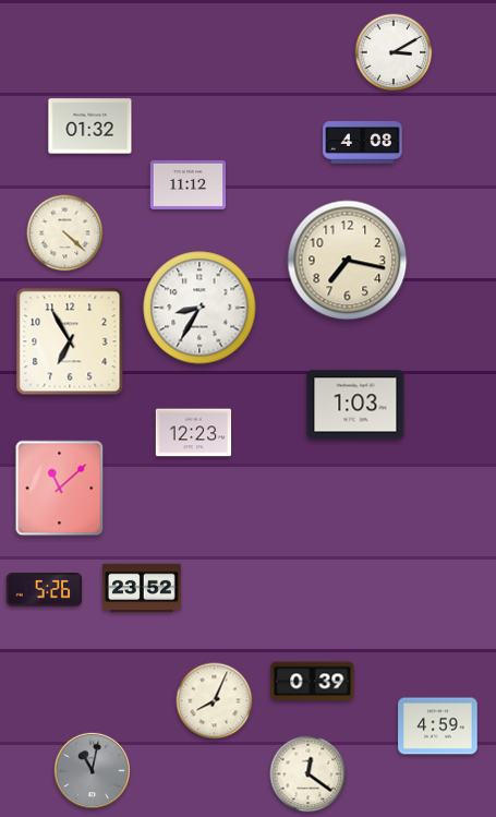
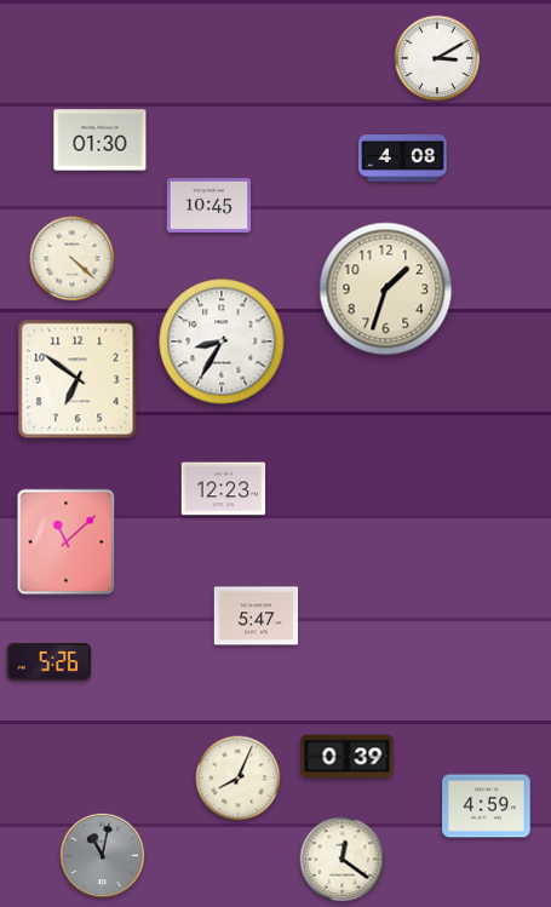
clock at (90, 127): 01:32 -> 01:30
clock at (189, 184): 11:12 -> 10:45
clock at (348, 261): 7:17 -> 1:33
clock at (70, 341): 6:55 -> 6:51
clock at (355, 405): 1:03 -> none
clock at (194, 433) position: (194, 433) -> (224, 489)
clock at (257, 616): none -> 5:47
clock at (143, 588): 23:52 -> none
clock at (44, 590) position: (44, 590) -> (48, 662)
